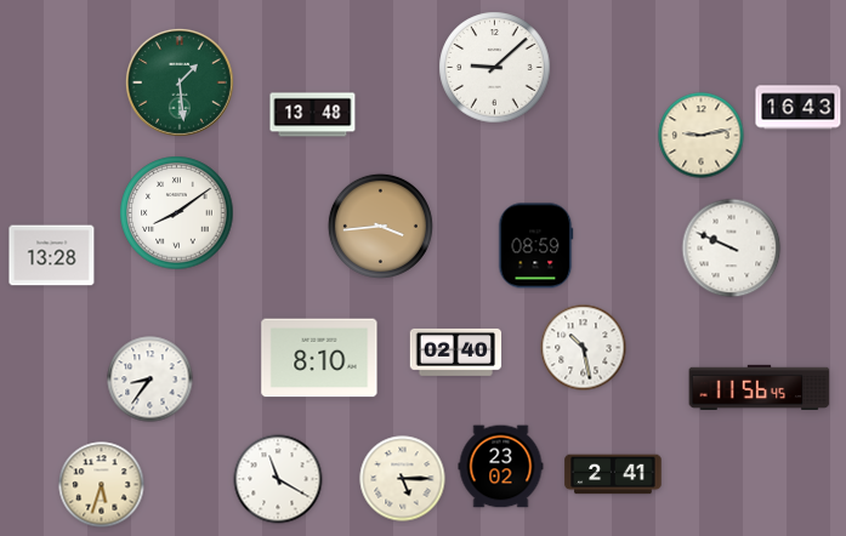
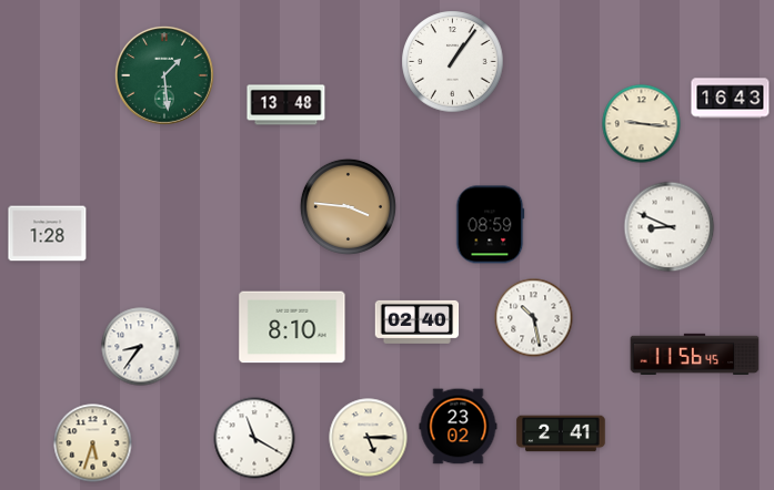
clock at (495, 68): 9:08 -> 1:06
clock at (702, 136): 9:13 -> 9:16
clock at (177, 213): 8:09 -> none
clock at (380, 226): 3:44 -> 3:46
clock at (732, 249): 9:49 -> 8:49
clock at (52, 256): 13:28 -> 1:28
clock at (151, 380) position: (151, 380) -> (141, 347)
